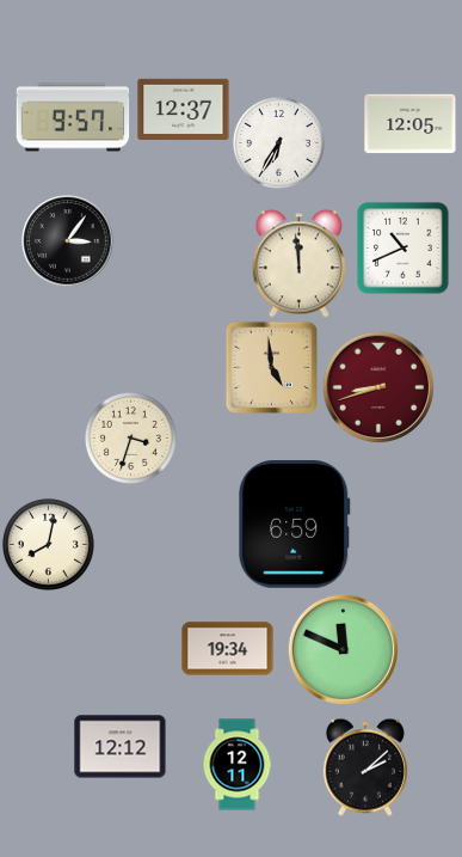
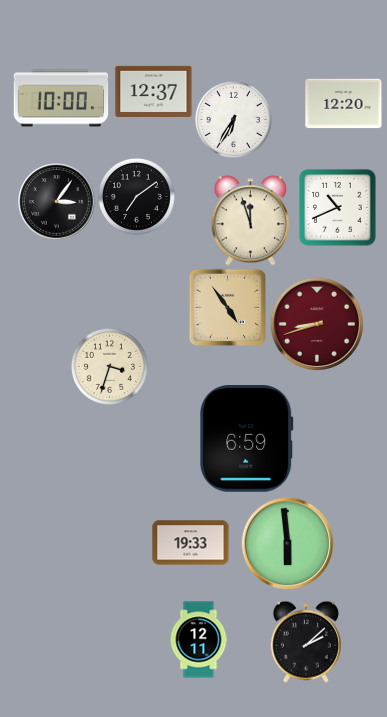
clock at (73, 117): 9:57 -> 10:00
clock at (411, 124): 12:05 -> 12:20
clock at (136, 196): none -> 7:09
clock at (298, 264): 11:59 -> 11:57
clock at (271, 367): 4:59 -> 4:54
clock at (48, 544): 8:02 -> none
clock at (228, 649): 19:34 -> 19:33
clock at (343, 649): 11:49 -> 5:59
clock at (121, 747): 12:12 -> none
